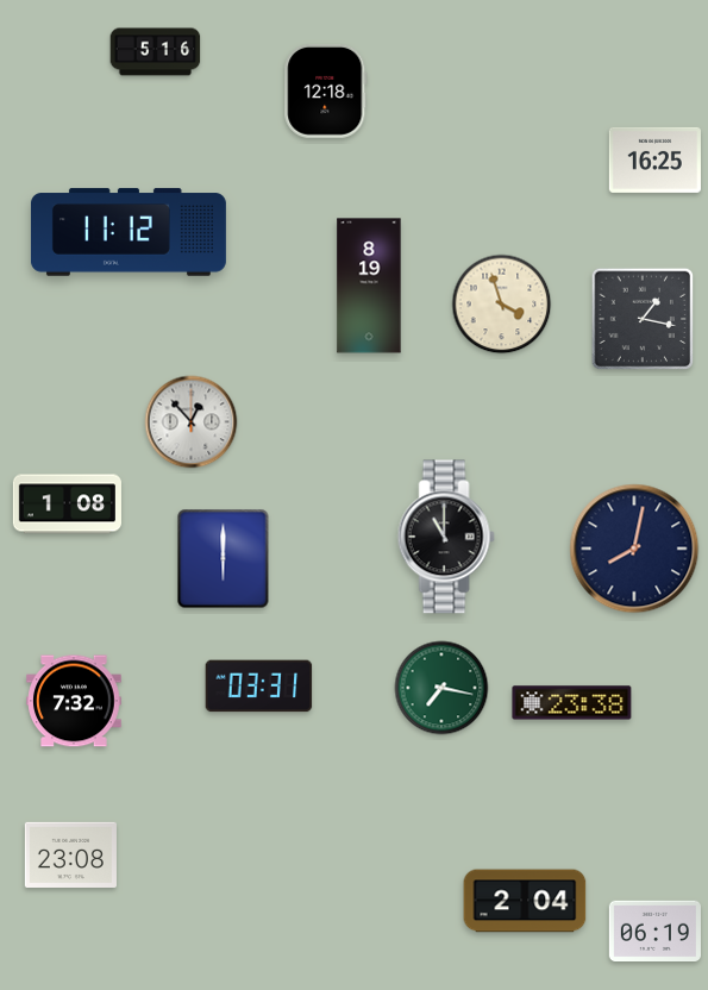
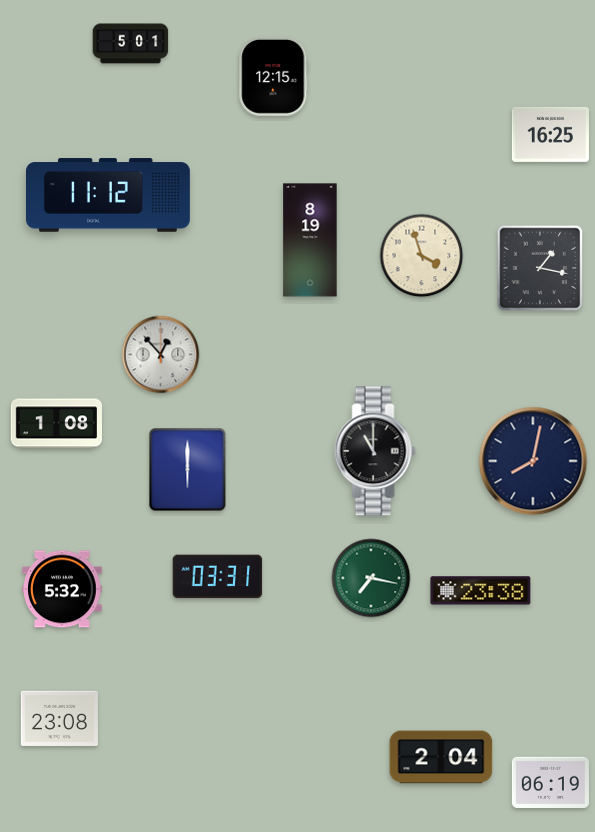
clock at (156, 52): 5:16 -> 5:01
clock at (326, 90): 12:18 -> 12:15
clock at (74, 701): 7:32 -> 5:32
